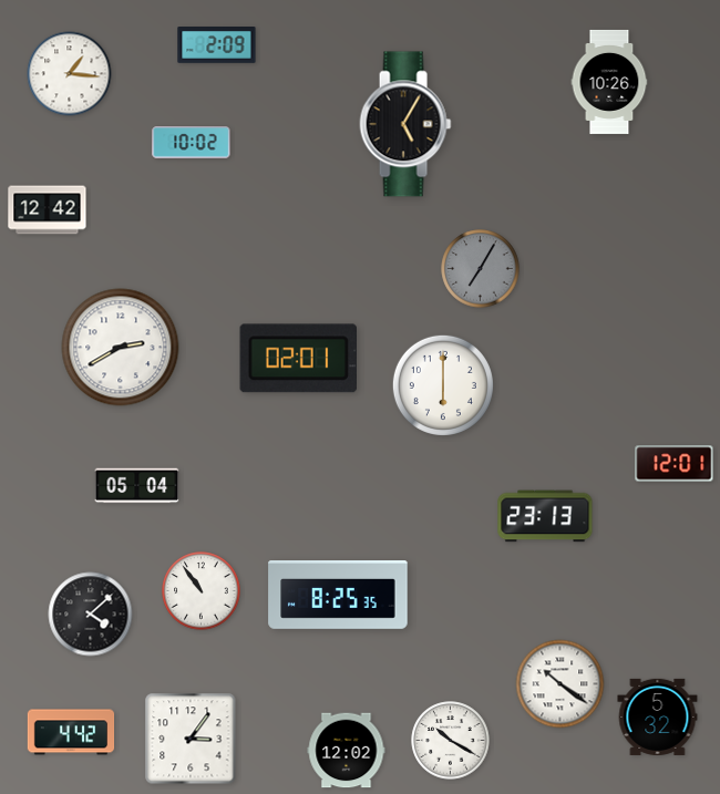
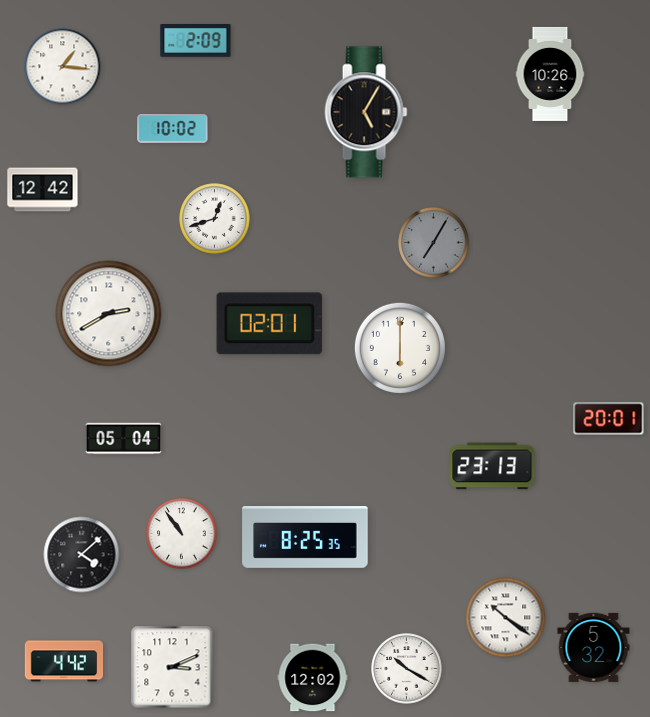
clock at (215, 219): none -> 12:42
clock at (675, 464): 12:01 -> 20:01
clock at (191, 739): 3:06 -> 3:11
